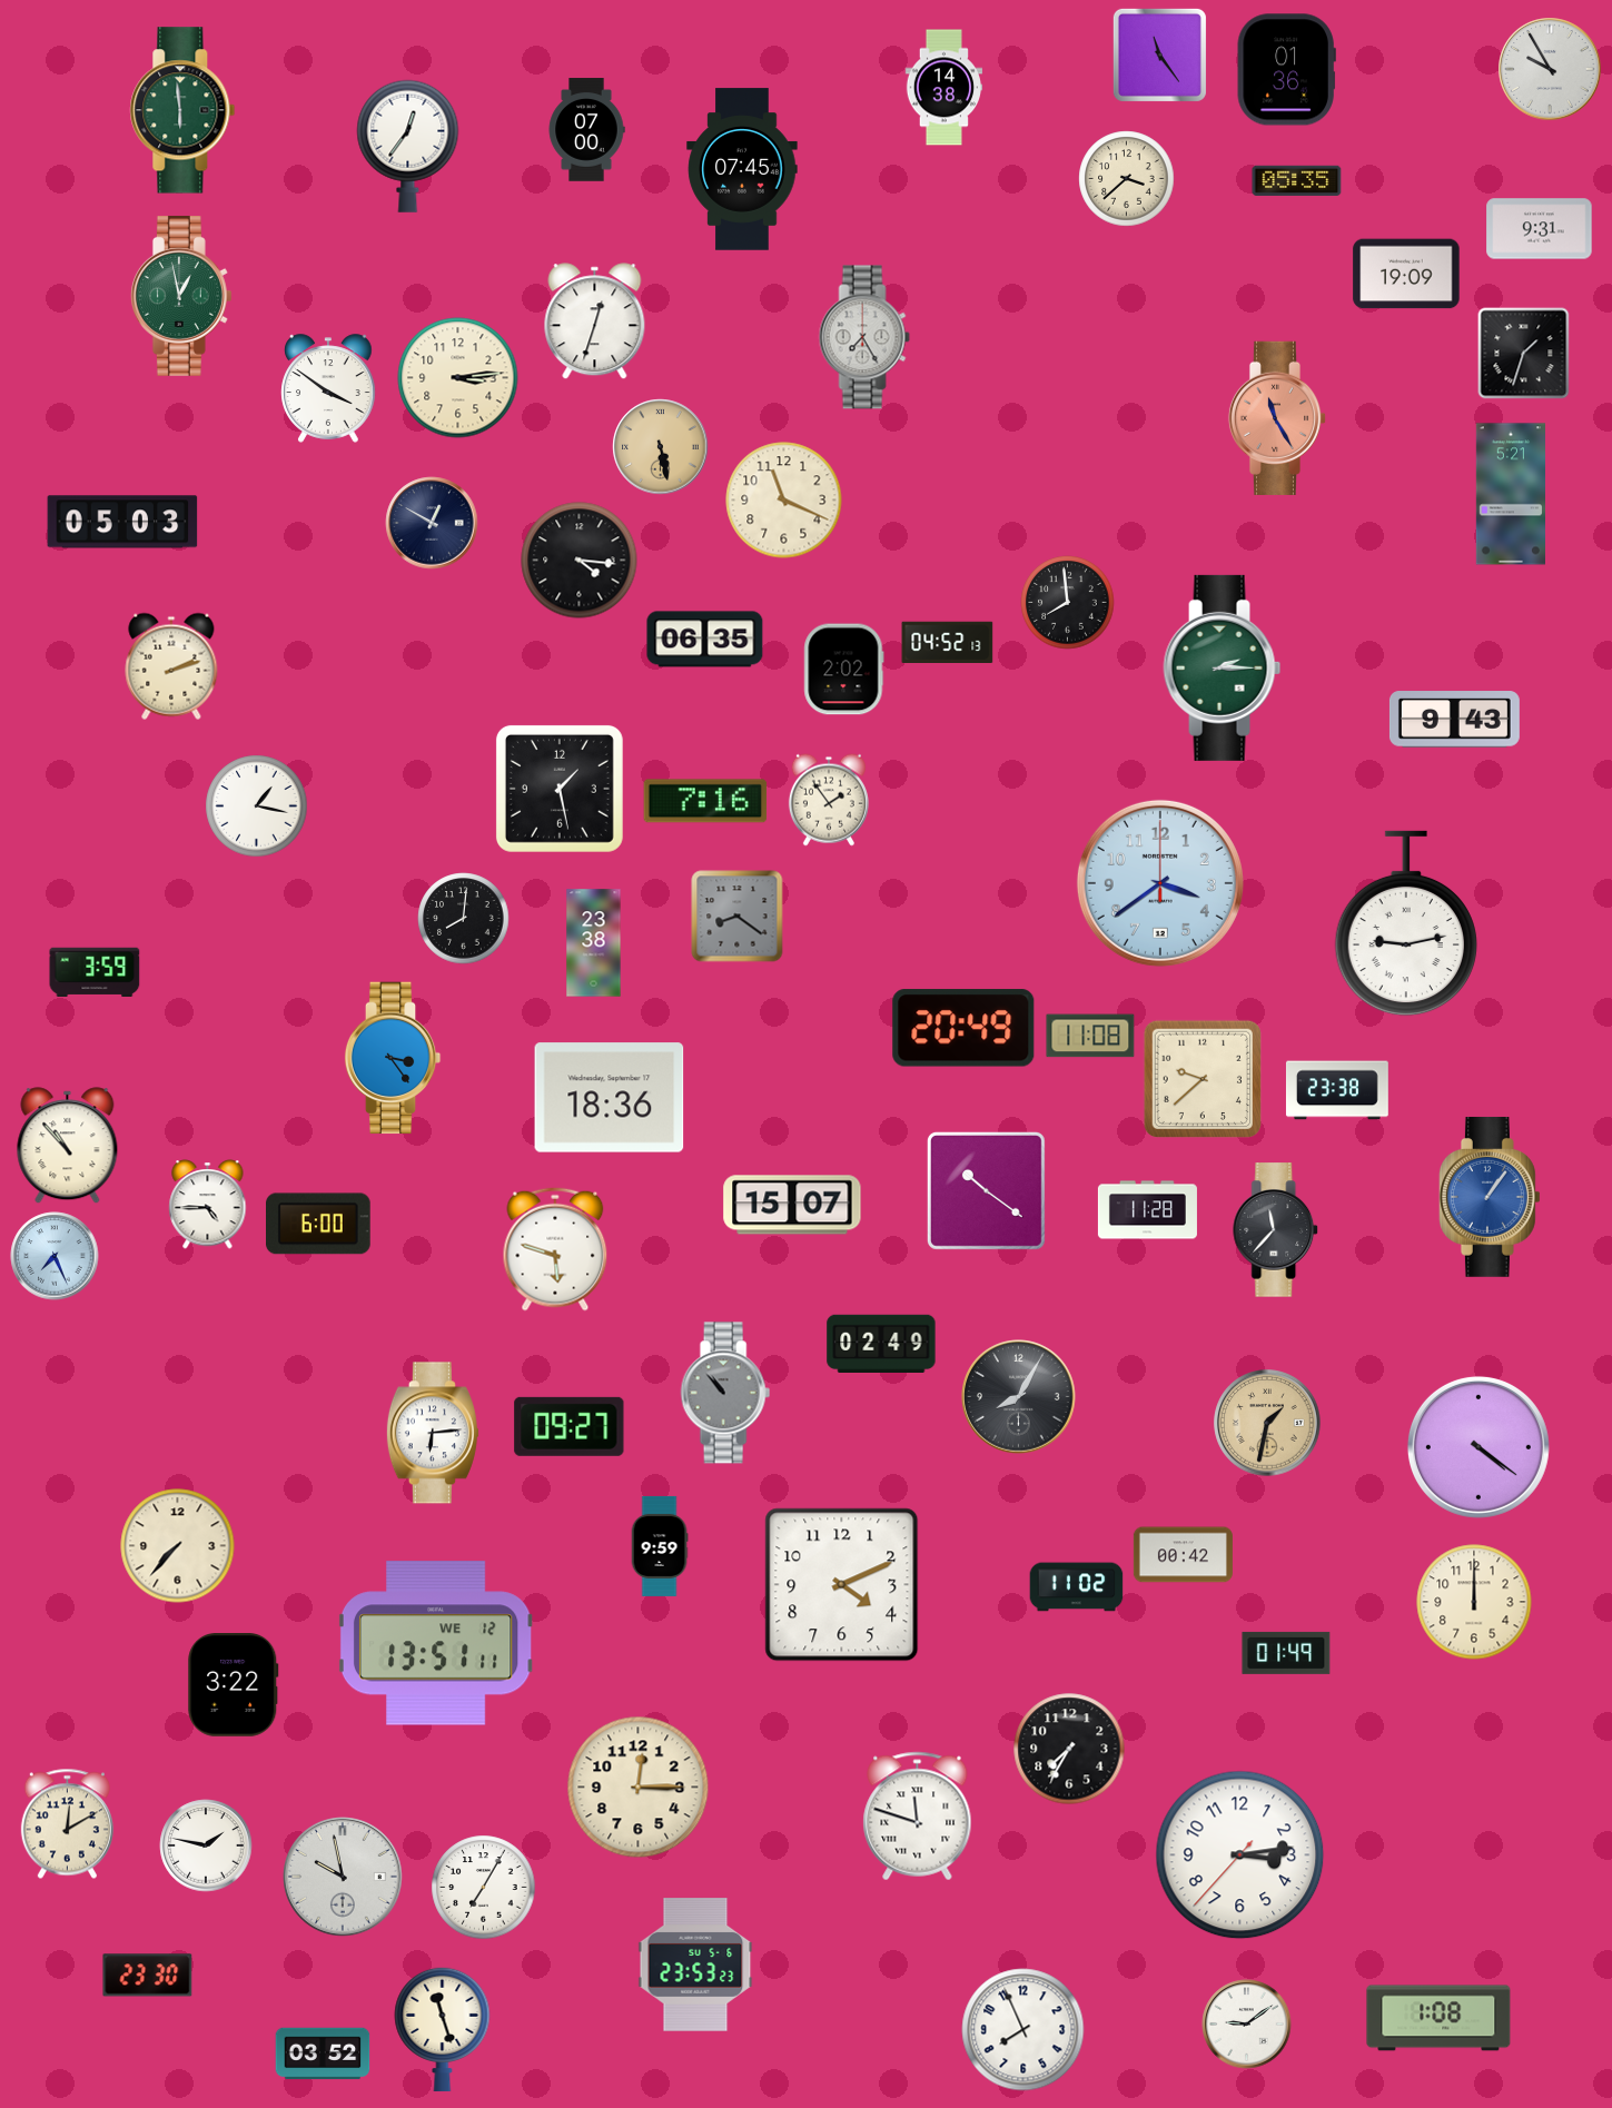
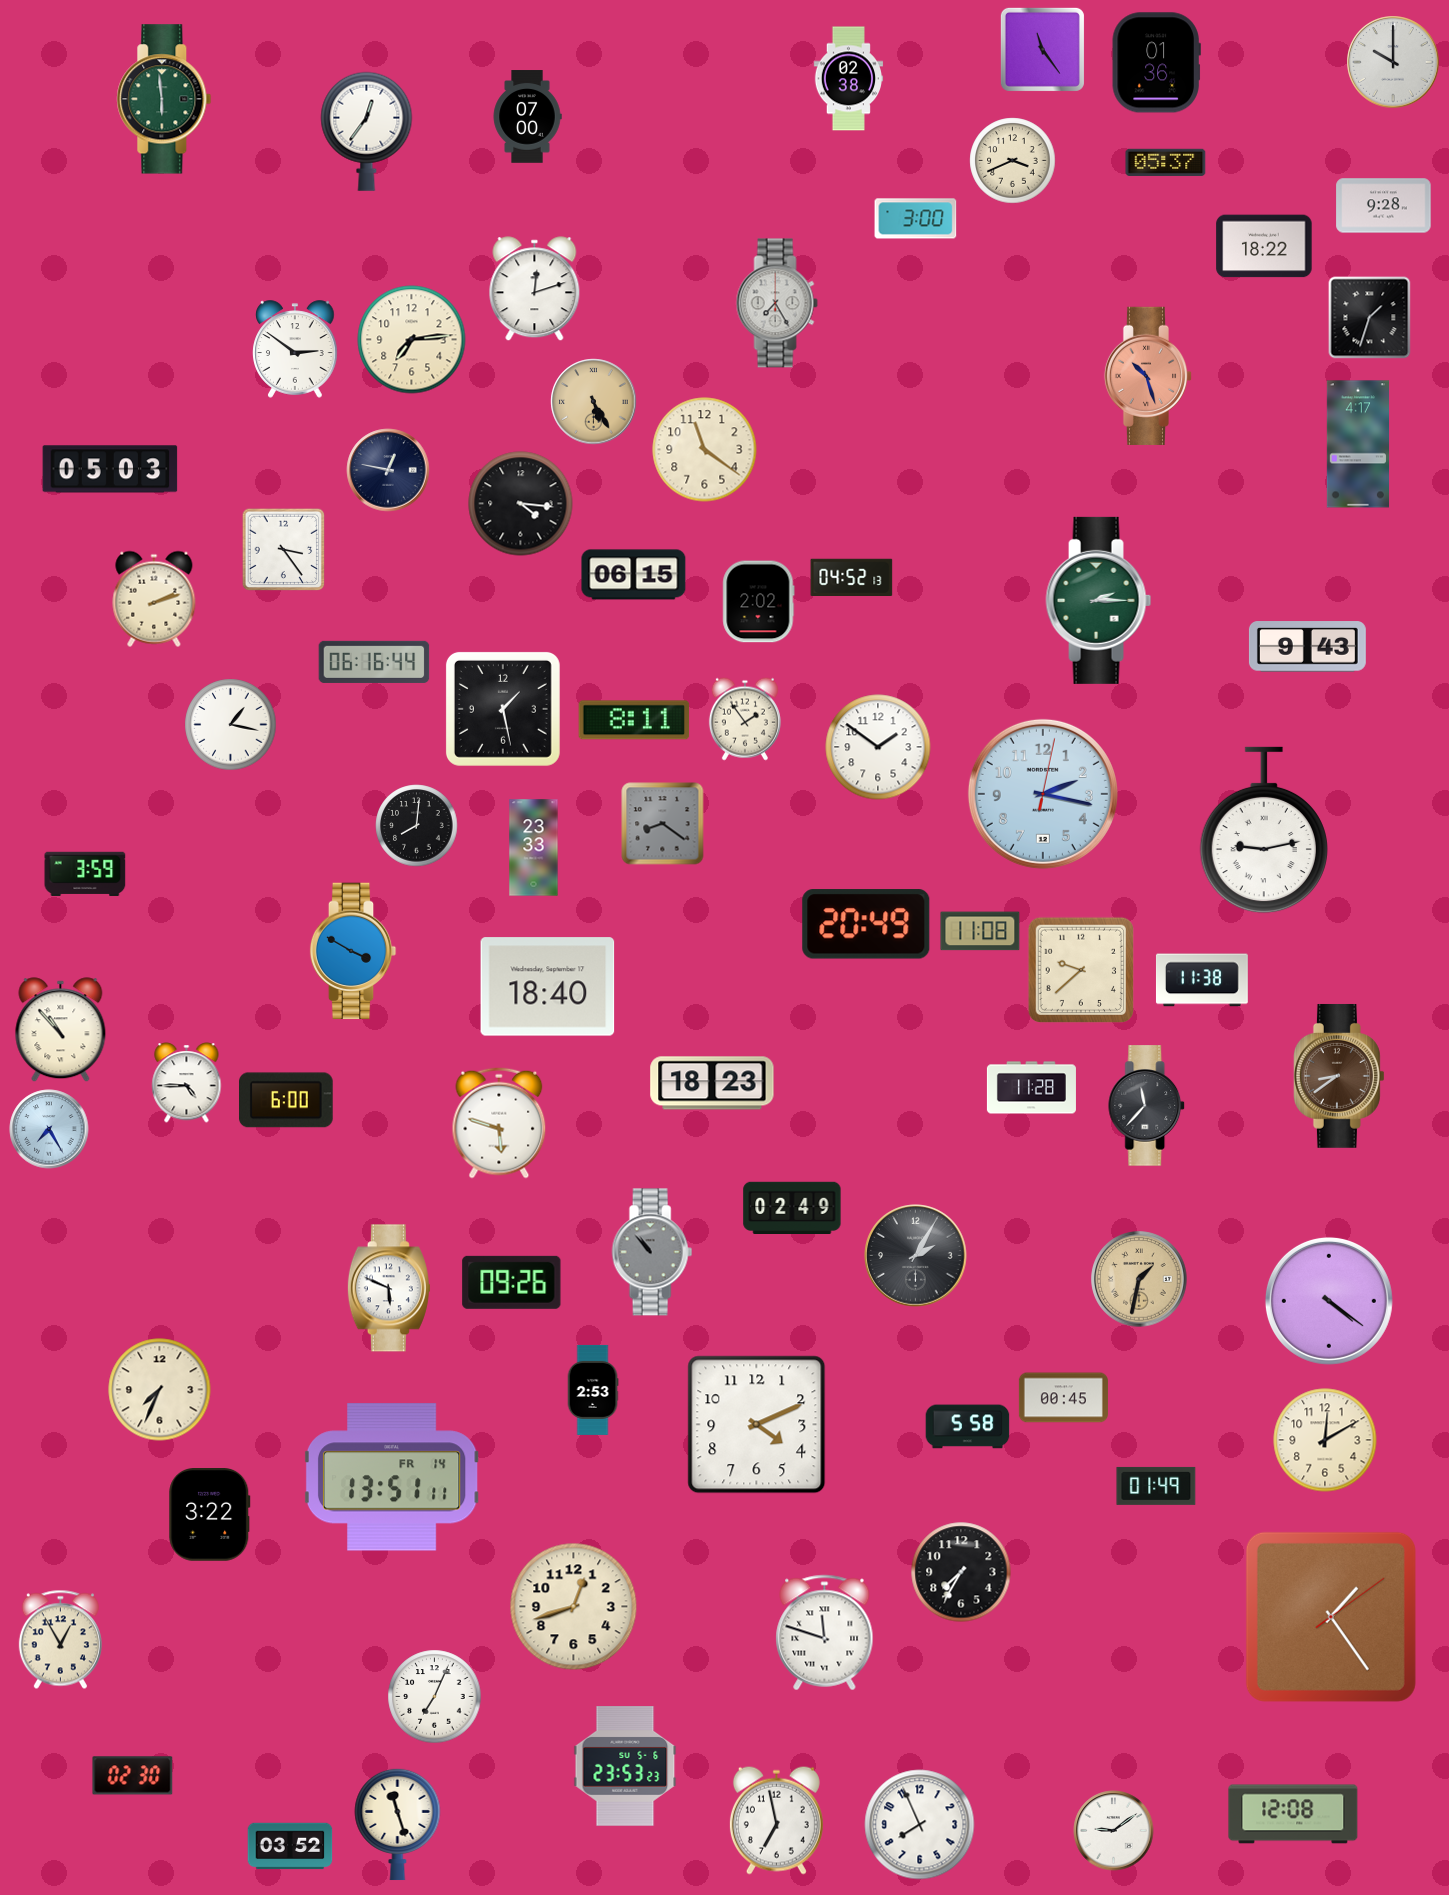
clock at (1550, 69): 9:55 -> 10:00
clock at (945, 88): 14:38 -> 02:38
clock at (742, 169): 07:45 -> none
clock at (1127, 179): 3:38 -> 3:41
clock at (1297, 180): 05:35 -> 05:37
clock at (1540, 229): 9:31 -> 9:28
clock at (916, 219): none -> 3:00
clock at (1406, 274): 19:09 -> 18:22
clock at (181, 296): 12:58 -> none
clock at (595, 321): 12:33 -> 12:12
clock at (458, 378): 3:14 -> 7:14
clock at (328, 388): 3:51 -> 2:51
clock at (1277, 418): 11:25 -> 10:27
clock at (661, 447): 5:28 -> 5:25
clock at (1510, 494): 5:21 -> 4:17
clock at (784, 501): 11:19 -> 11:21
clock at (432, 523): 12:50 -> 12:47
clock at (1068, 603): 7:59 -> none
clock at (284, 550): none -> 3:24
clock at (705, 640): 06:35 -> 06:15
clock at (374, 662): none -> 06:16
clock at (705, 801): 7:16 -> 8:11
clock at (878, 747): none -> 1:51
clock at (1160, 883): 3:39 -> 2:17
clock at (594, 943): 23:38 -> 23:33
clock at (393, 1058): 3:24 -> 3:50
clock at (1337, 1090): 23:38 -> 11:38
clock at (610, 1098): 18:36 -> 18:40
clock at (986, 1190): 10:21 -> none
clock at (1490, 1197): 1:06 -> 8:39
clock at (1490, 1197) dial: blue -> brown
clock at (792, 1205): 15:07 -> 18:23
clock at (55, 1256): 7:26 -> 7:25
clock at (1019, 1397): 8:05 -> 2:05
clock at (570, 1426): 09:27 -> 09:26
clock at (433, 1433): 6:14 -> 5:49
clock at (178, 1546): 7:37 -> 7:34
clock at (660, 1546): 9:59 -> 2:53
clock at (1183, 1555): 00:42 -> 00:45
clock at (1077, 1587): 11:02 -> 5:58
clock at (1474, 1602): 12:00 -> 12:10
clock at (436, 1643) date: WE 12 -> FR 14
clock at (639, 1788): 12:15 -> 12:42
clock at (1331, 1617): none -> 1:24
clock at (67, 1824): 12:10 -> 12:55
clock at (206, 1845): 1:47 -> none
clock at (1240, 1855): 3:13 -> none
clock at (343, 1877): 9:58 -> none
clock at (484, 1888): 7:05 -> 7:04
clock at (148, 1976): 23:30 -> 02:30
clock at (1438, 2018): 1:08 -> 12:08
clock at (776, 1820): none -> 6:58
clock at (1247, 2025) position: (1247, 2025) -> (1114, 1831)
